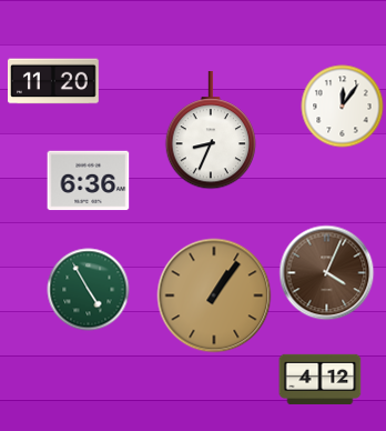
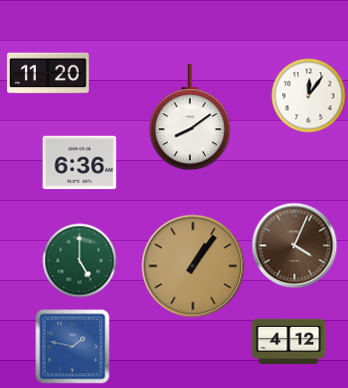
clock at (211, 131): 8:34 -> 8:09
clock at (89, 290): 4:55 -> 5:00
clock at (73, 347): none -> 1:47
